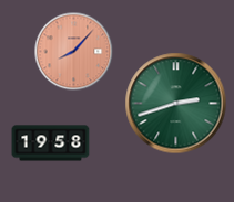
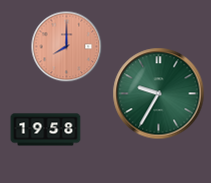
clock at (74, 52): 8:07 -> 8:00
clock at (176, 104): 2:42 -> 9:35
